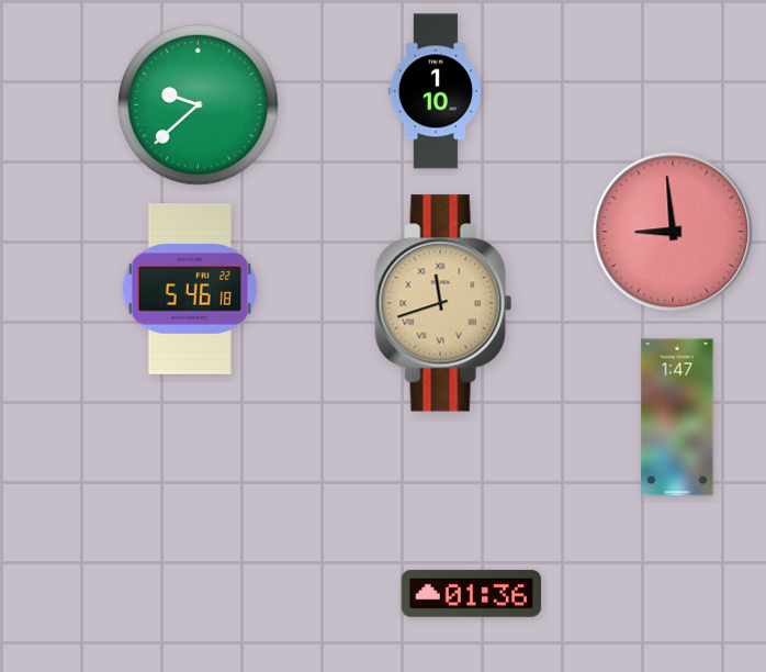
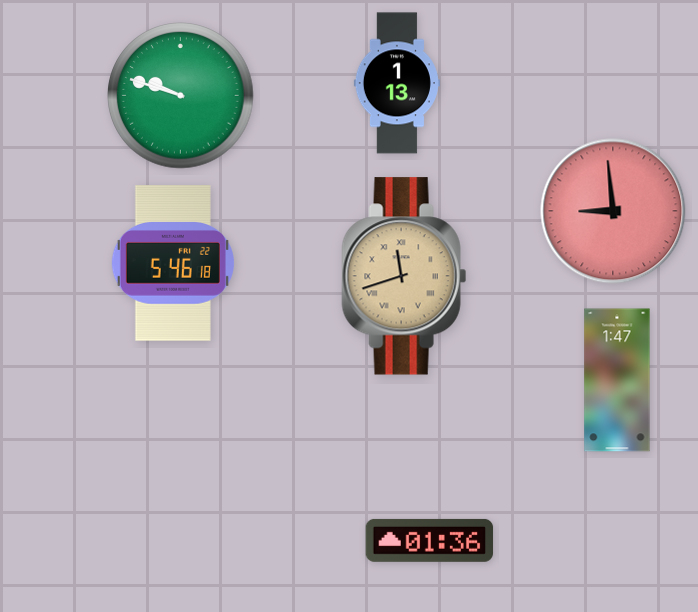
clock at (436, 91): 1:10 -> 1:13
clock at (199, 105): 9:38 -> 9:48
